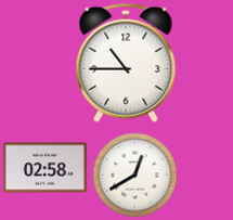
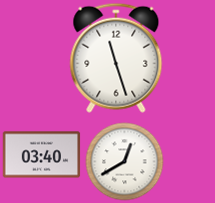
clock at (126, 63): 10:45 -> 11:27
clock at (44, 168): 02:58 -> 03:40
